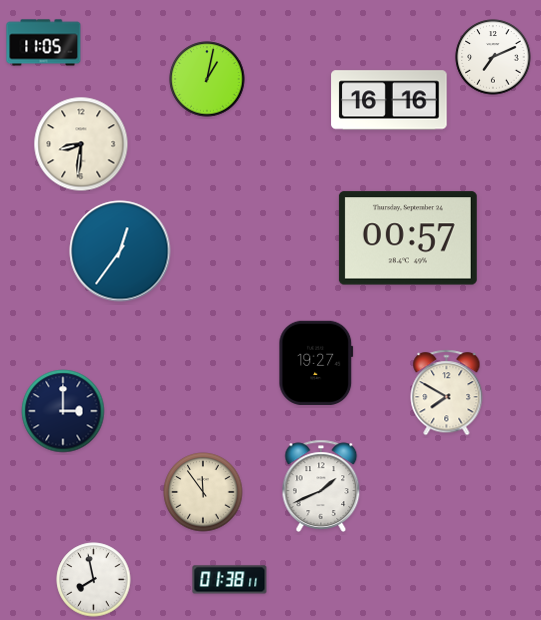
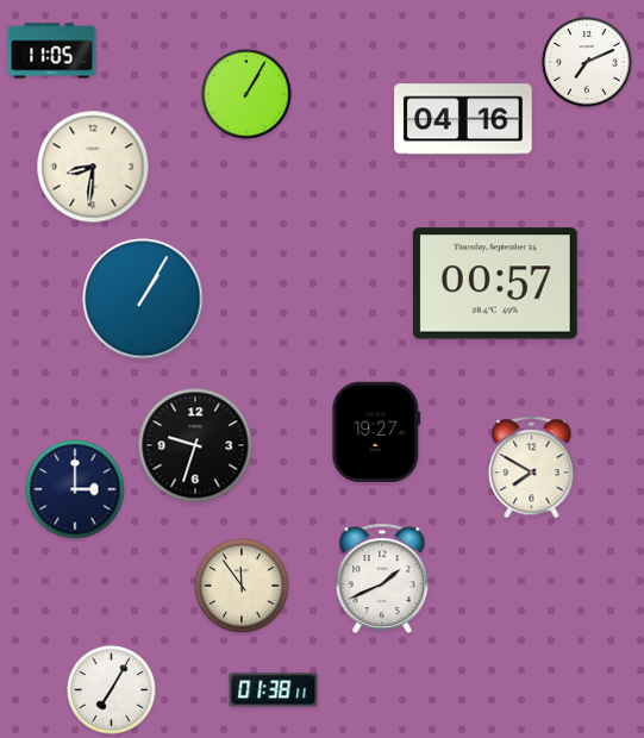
clock at (493, 57) position: (493, 57) -> (587, 62)
clock at (207, 79): 1:02 -> 1:05
clock at (389, 100): 16:16 -> 04:16
clock at (81, 144) position: (81, 144) -> (93, 167)
clock at (408, 238) position: (408, 238) -> (495, 283)
clock at (120, 251): 12:36 -> 1:05
clock at (195, 445): none -> 9:33
clock at (94, 580): 7:58 -> 7:05
